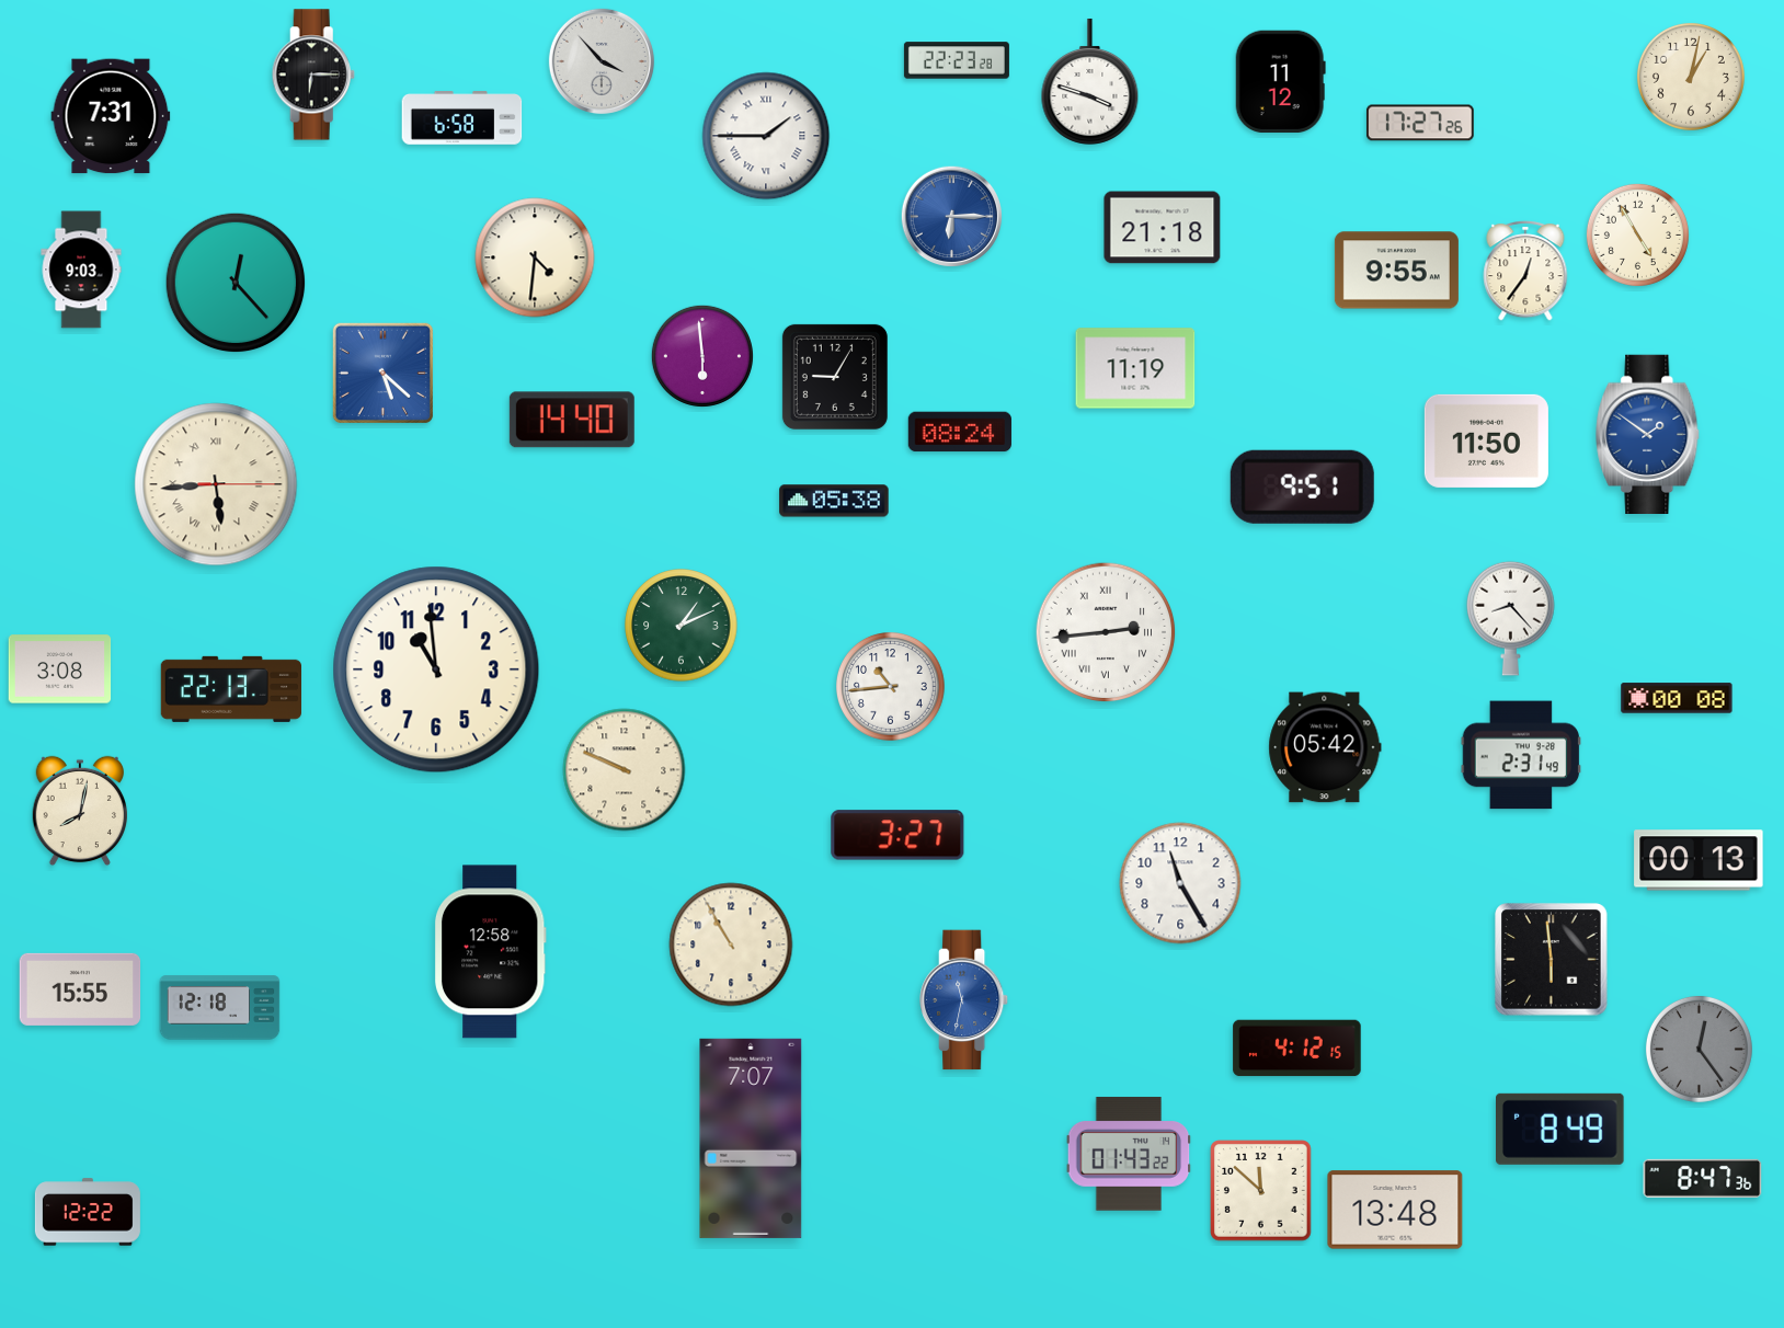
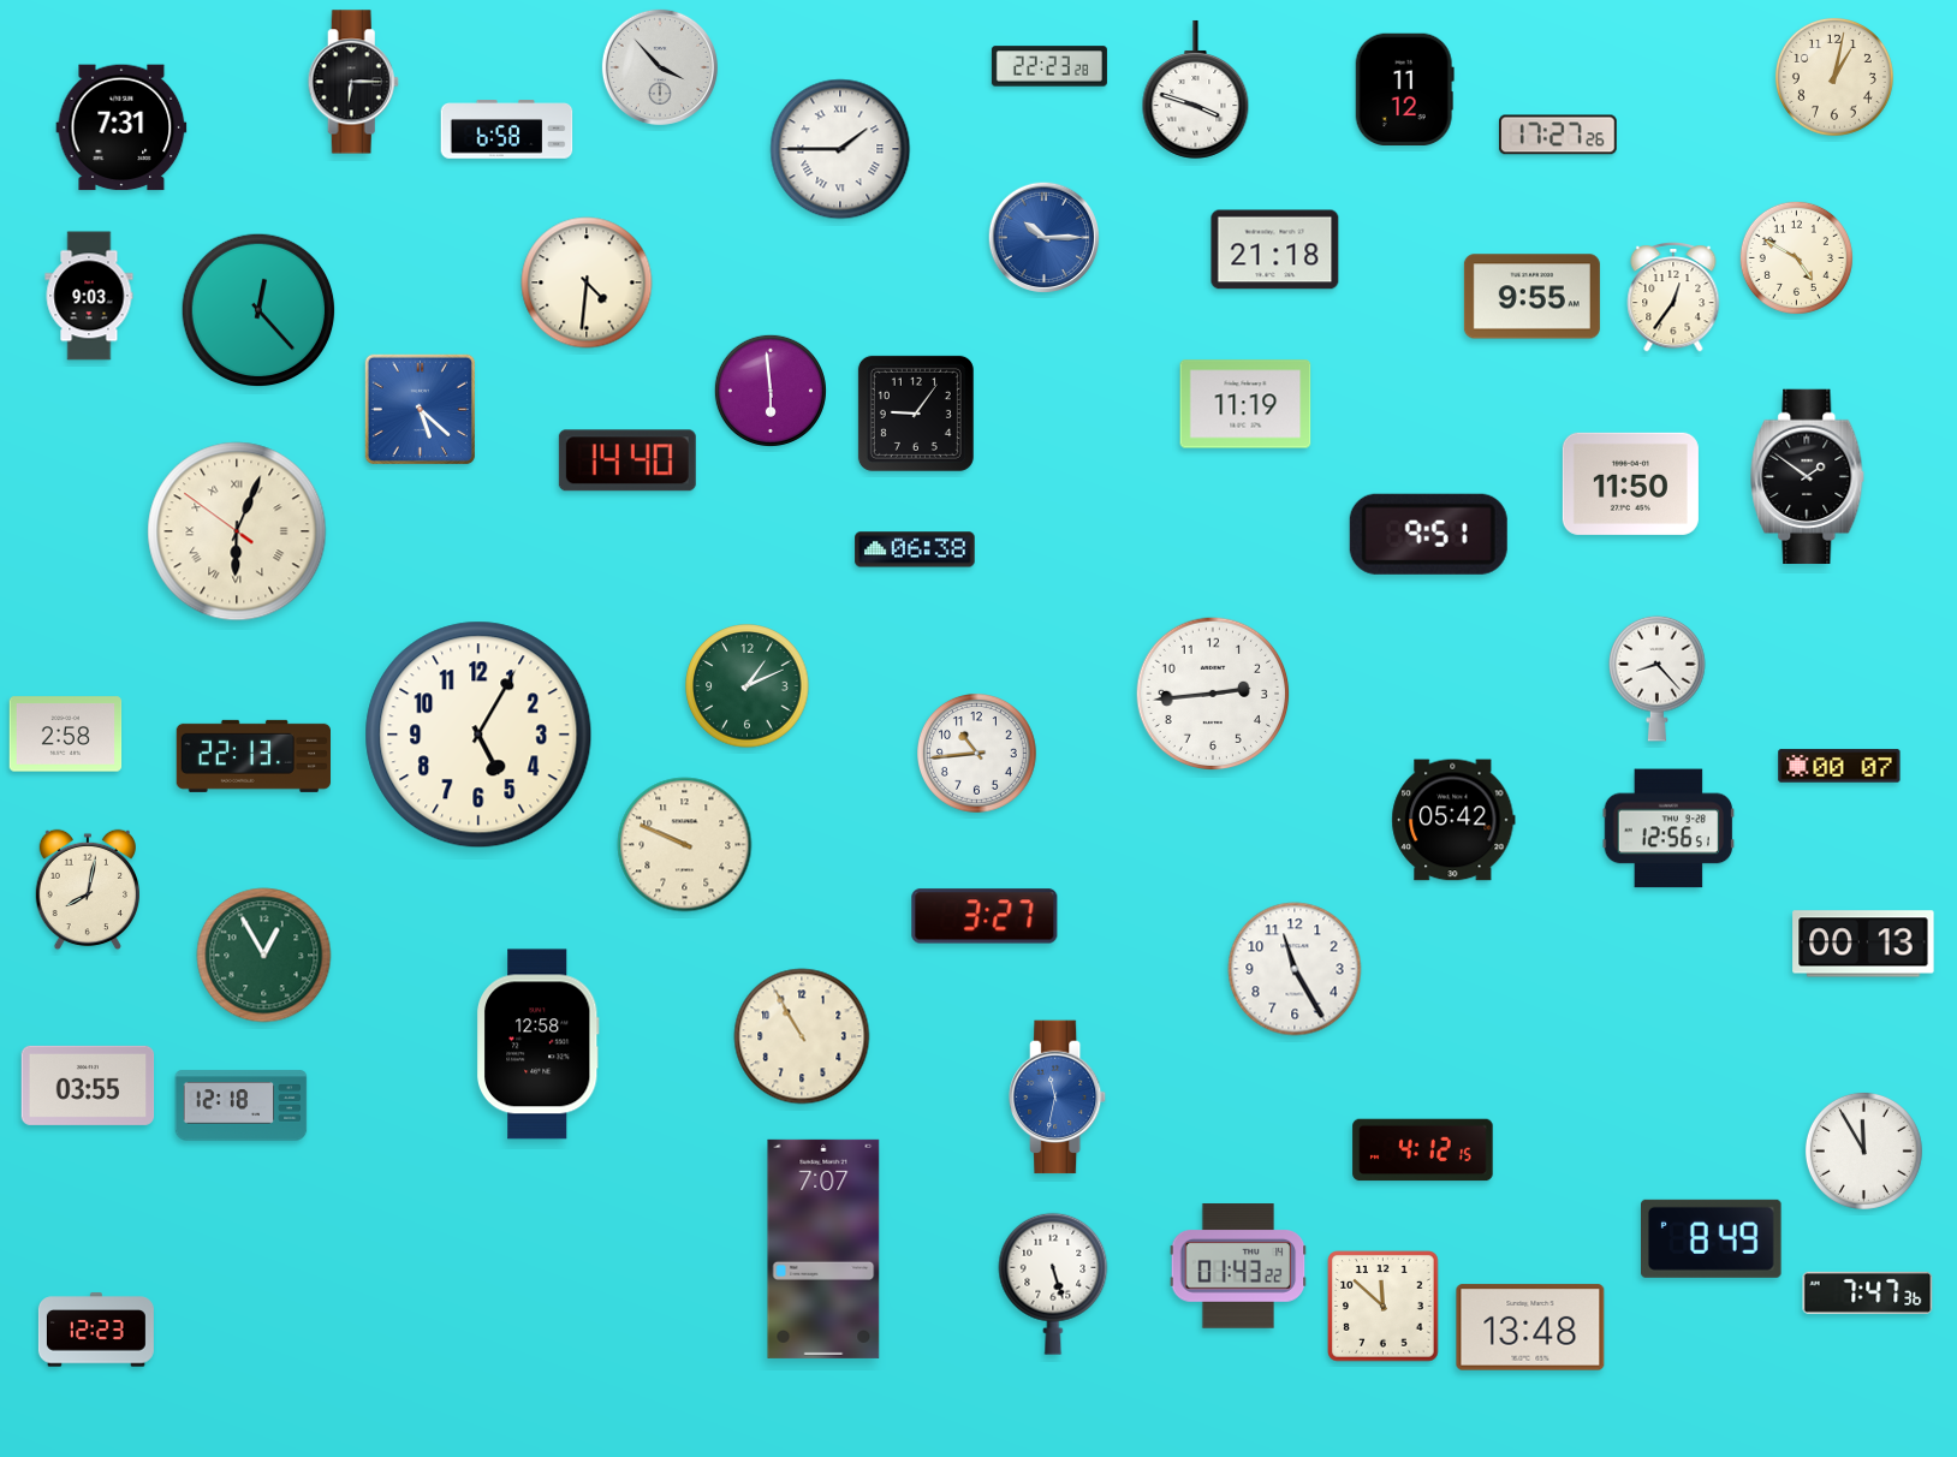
clock at (313, 75) position: (313, 75) -> (353, 82)
clock at (1691, 77) position: (1691, 77) -> (1834, 77)
clock at (952, 217): 6:15 -> 10:15
clock at (1637, 234): 4:55 -> 4:50
clock at (835, 377): 9:05 -> 9:06
clock at (960, 432): 08:24 -> none
clock at (1648, 434) dial: blue -> black
clock at (216, 484): 5:44 -> 6:03
clock at (834, 501): 05:38 -> 06:38
clock at (1106, 632) numerals: Roman -> Arabic
clock at (60, 669): 3:08 -> 2:58
clock at (436, 669): 10:59 -> 5:05
clock at (1677, 698): 00:08 -> 00:07
clock at (1521, 755): 2:31 -> 12:56
clock at (264, 956): none -> 12:55
clock at (1552, 960): 5:59 -> none
clock at (80, 989): 15:55 -> 03:55
clock at (1699, 1049): 12:24 -> 11:55
clock at (1699, 1049) dial: grey -> white
clock at (1053, 1284): none -> 5:27
clock at (1703, 1178): 8:47 -> 7:47
clock at (88, 1212): 12:22 -> 12:23
